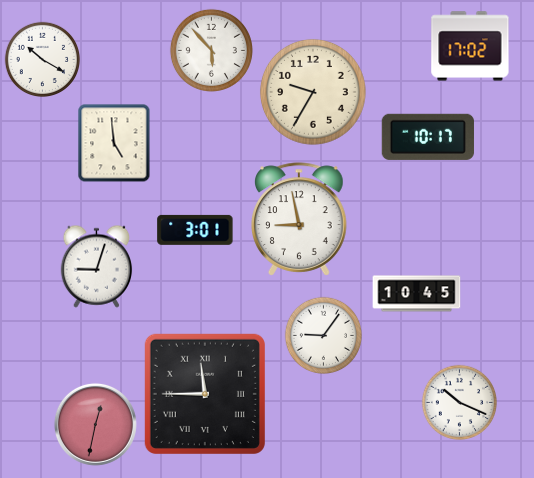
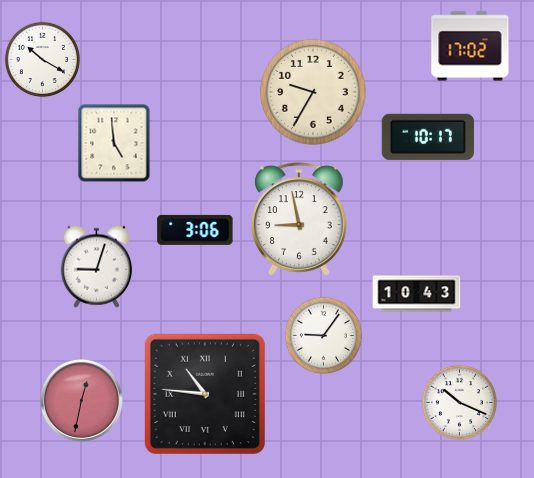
clock at (211, 50): 5:53 -> none
clock at (195, 230): 3:01 -> 3:06
clock at (417, 294): 10:45 -> 10:43
clock at (205, 394): 11:45 -> 10:46
clock at (95, 424) position: (95, 424) -> (81, 400)
